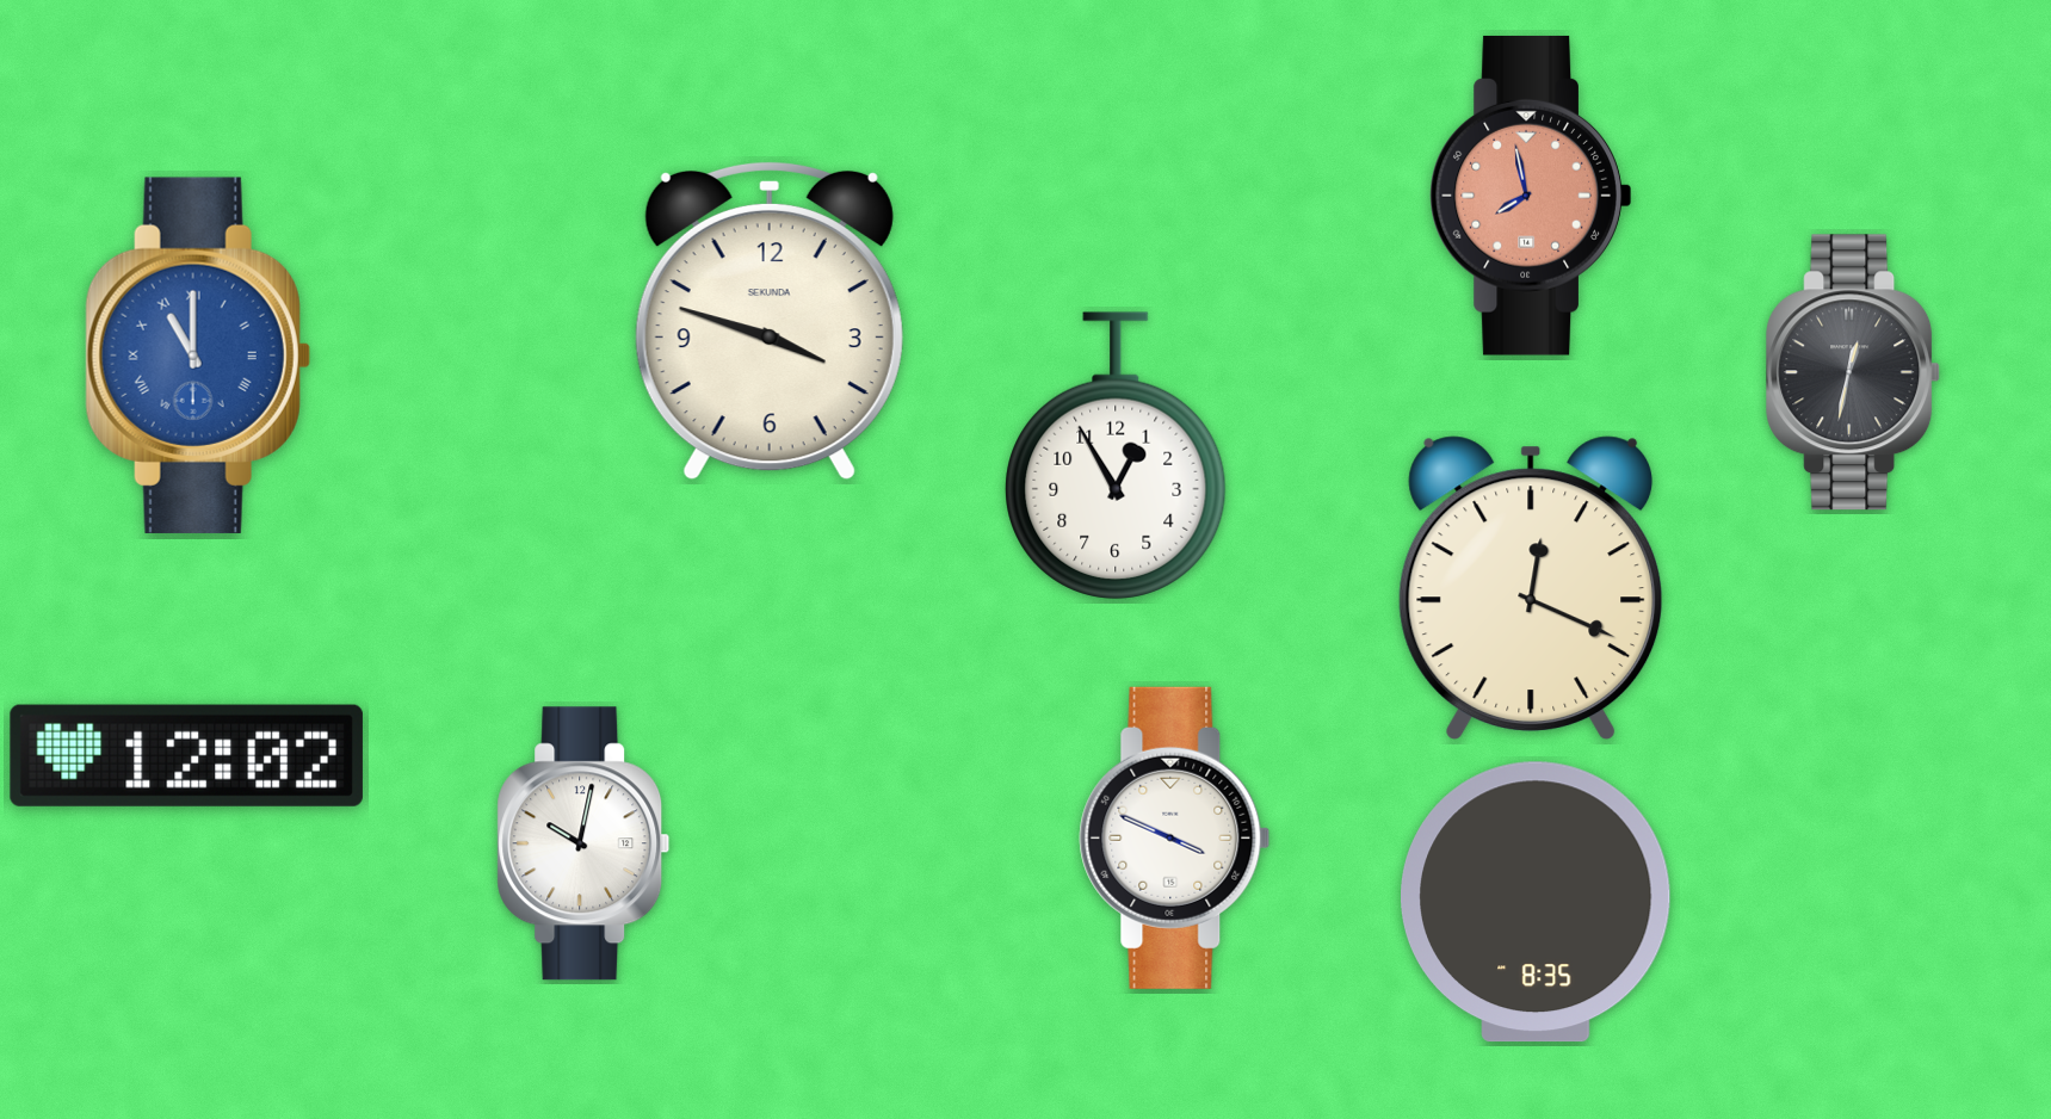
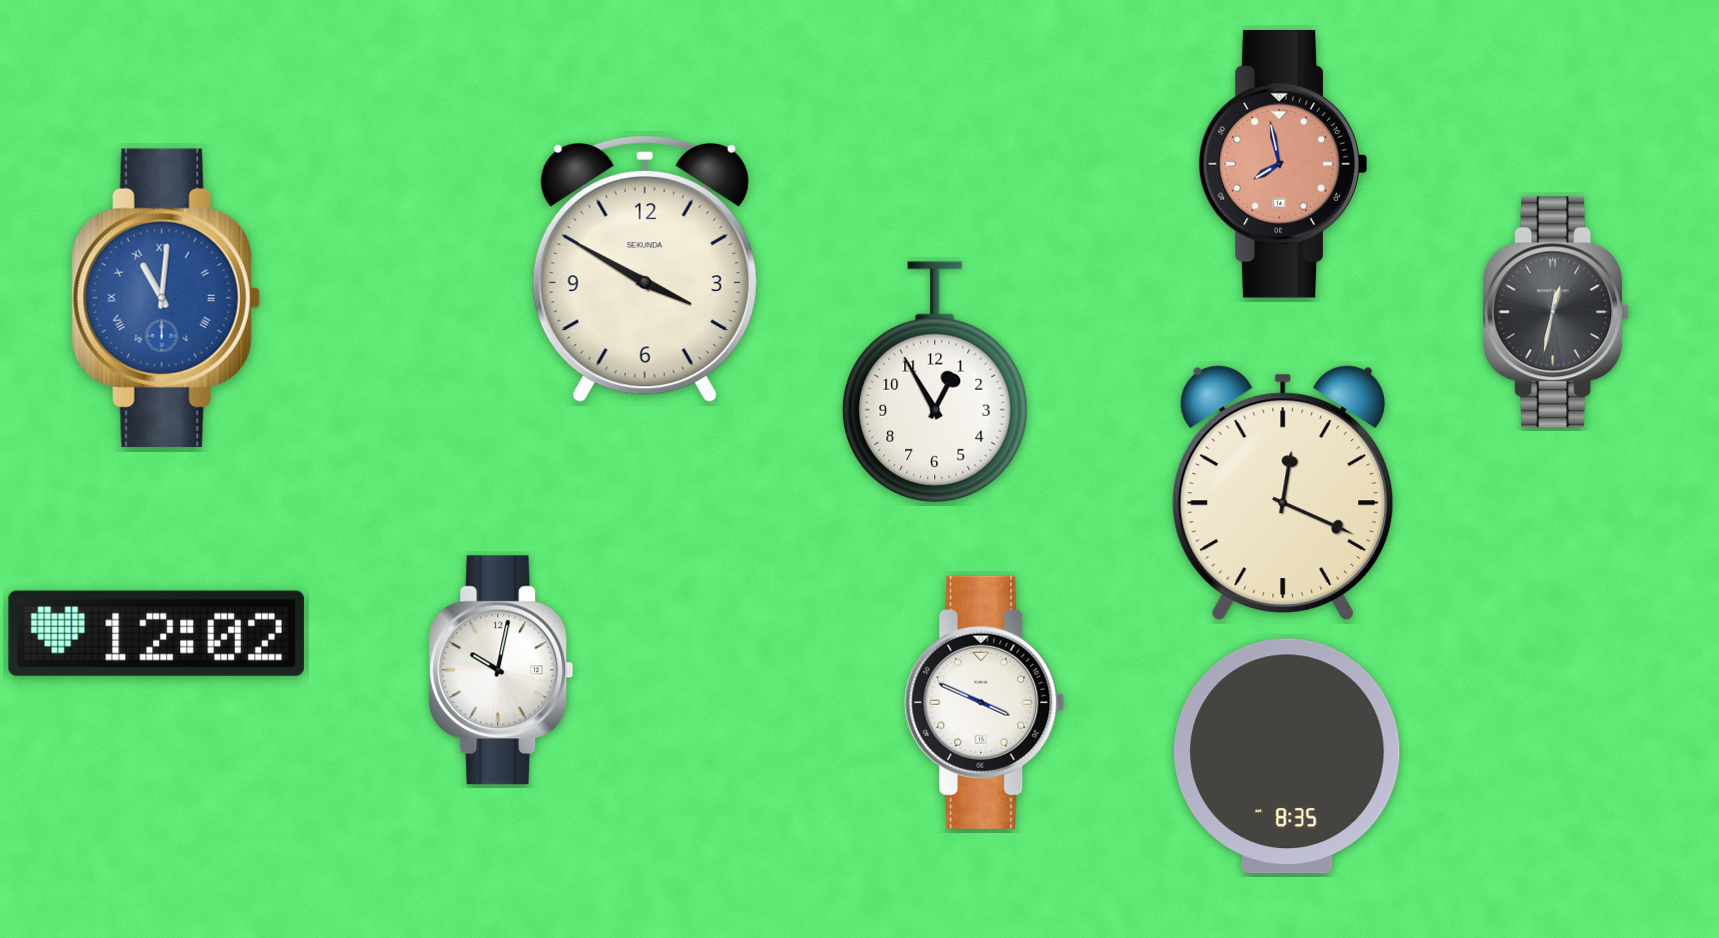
clock at (770, 321): 3:48 -> 3:50
clock at (198, 356): 11:00 -> 11:01
clock at (1854, 372) position: (1854, 372) -> (1557, 312)
clock at (583, 843) position: (583, 843) -> (501, 670)
